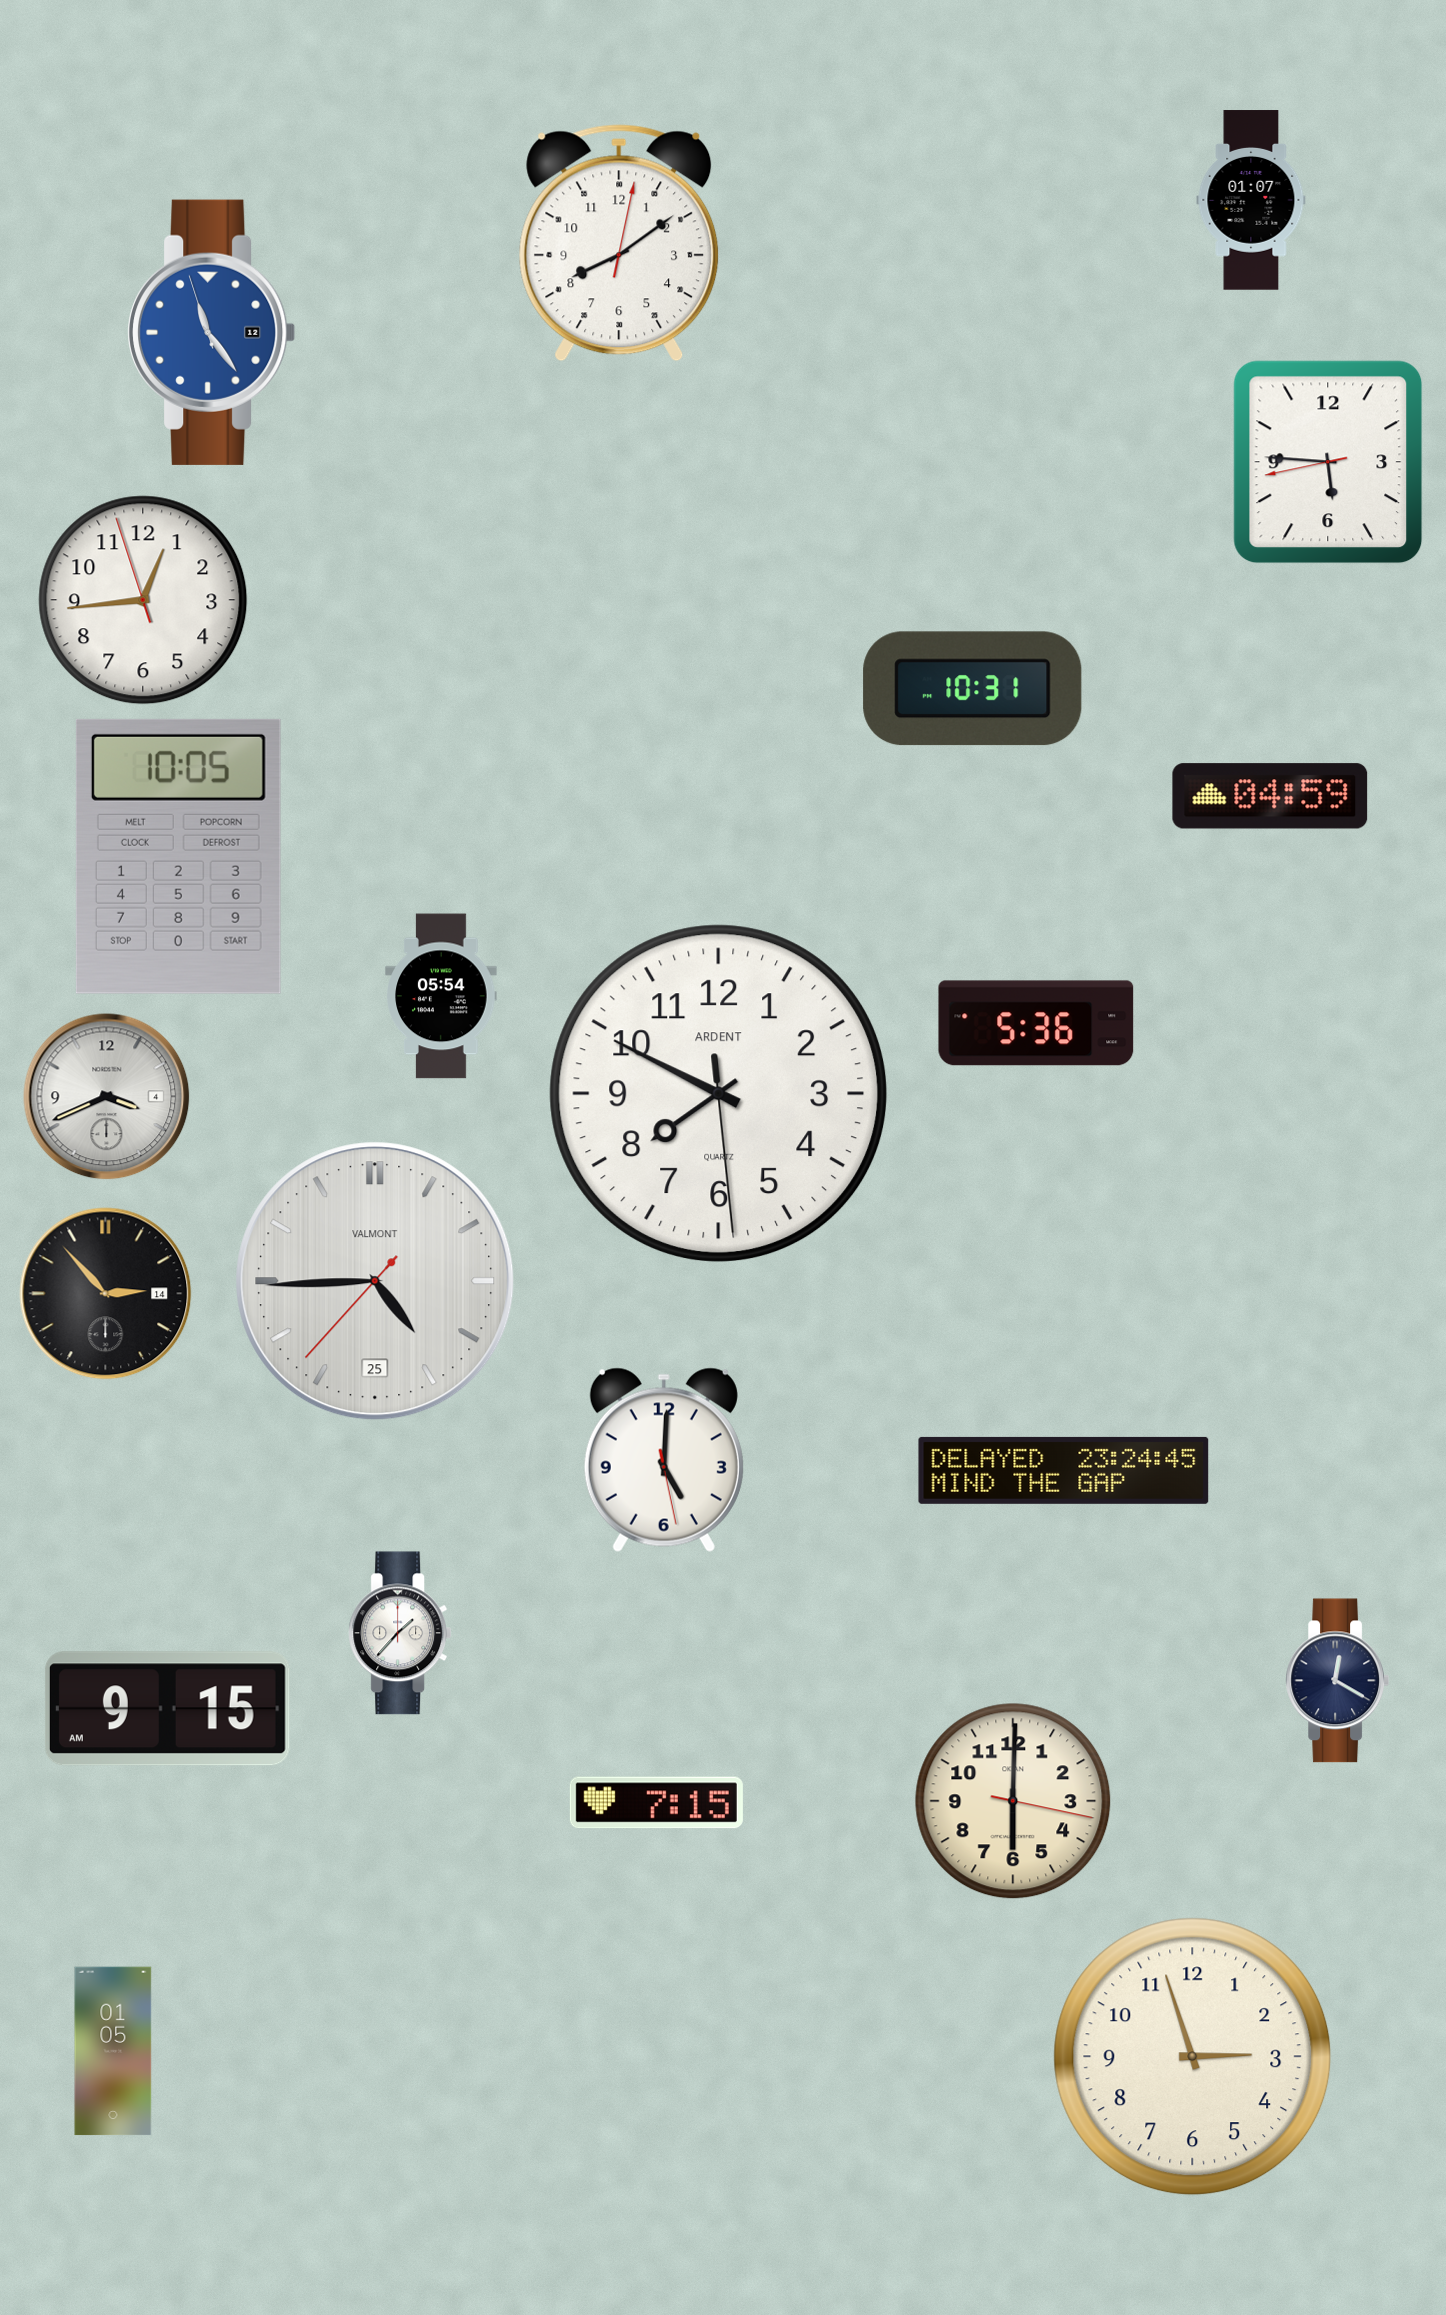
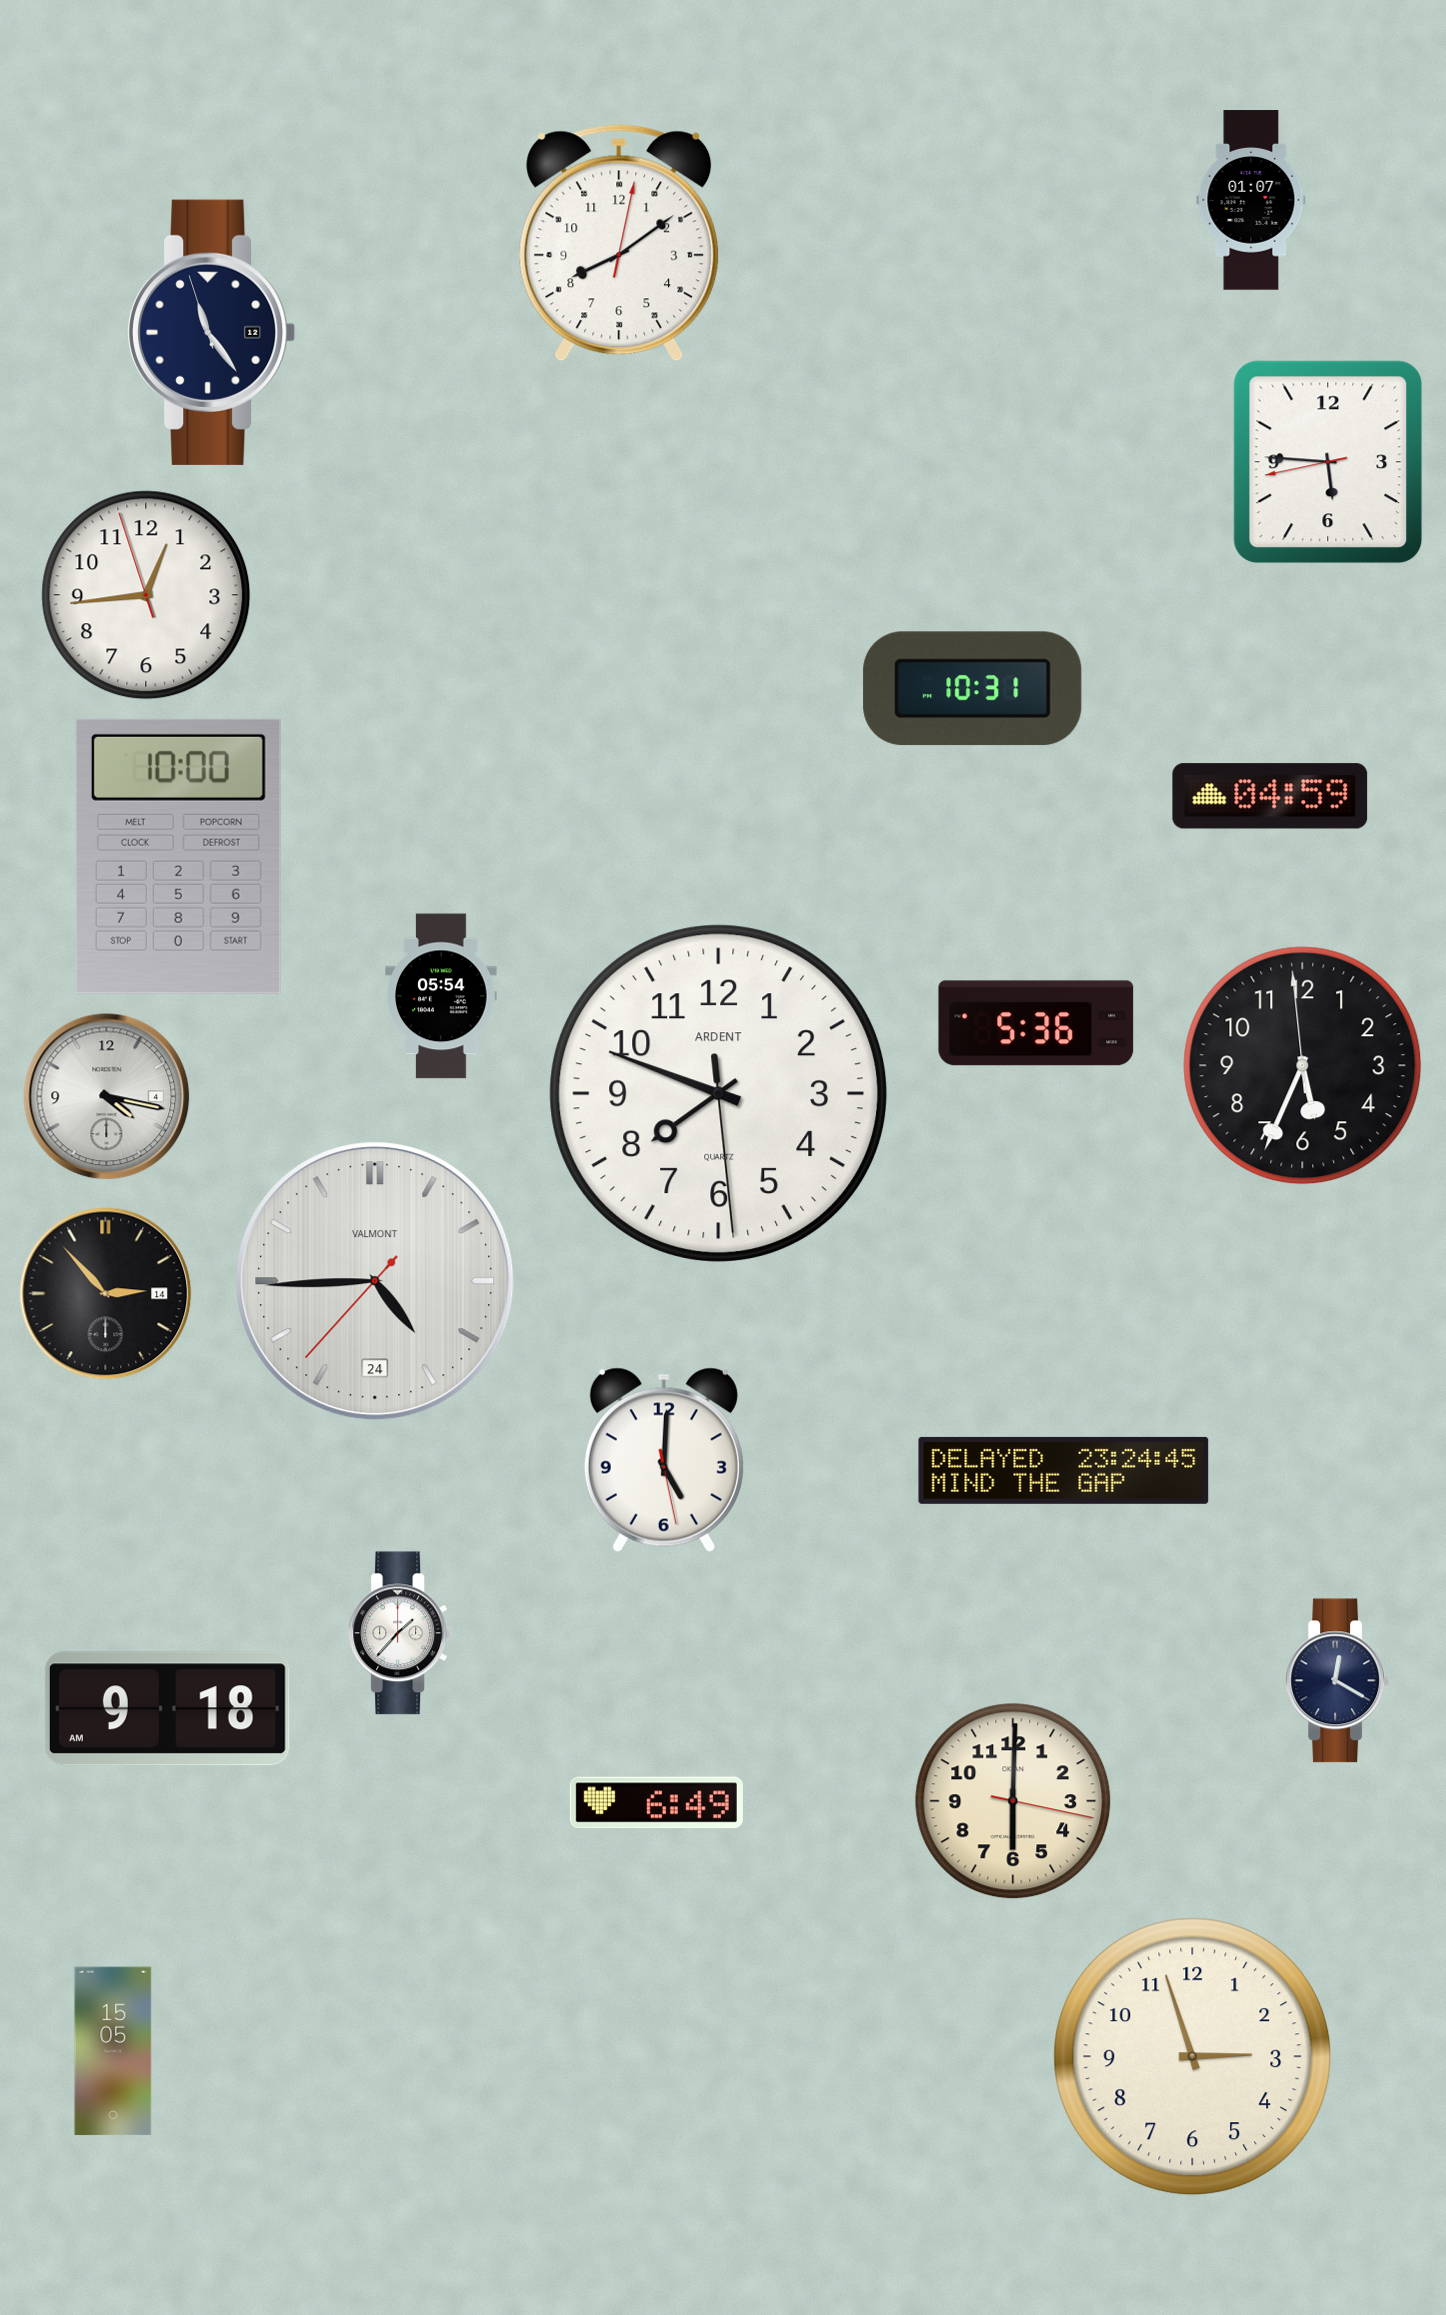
clock at (212, 332) dial: blue -> navy
clock at (143, 600) position: (143, 600) -> (146, 595)
clock at (178, 856): 10:05 -> 10:00
clock at (1303, 1066): none -> 5:33
clock at (719, 1094): 7:49 -> 7:48
clock at (107, 1097): 3:41 -> 4:17
clock at (375, 1281) date: 25 -> 24
clock at (167, 1709): 9:15 -> 9:18
clock at (656, 1803): 7:15 -> 6:49
clock at (113, 2051): 01:05 -> 15:05
